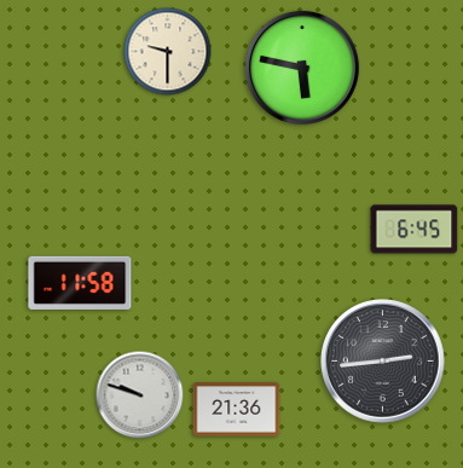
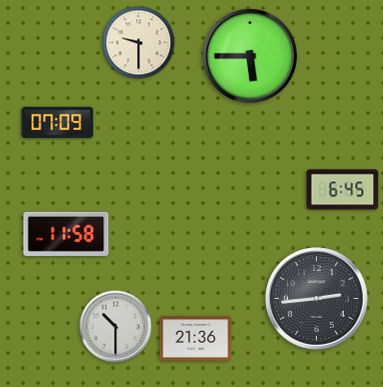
clock at (302, 68): 5:47 -> 5:45
clock at (58, 123): none -> 07:09
clock at (140, 395): 9:48 -> 10:30
